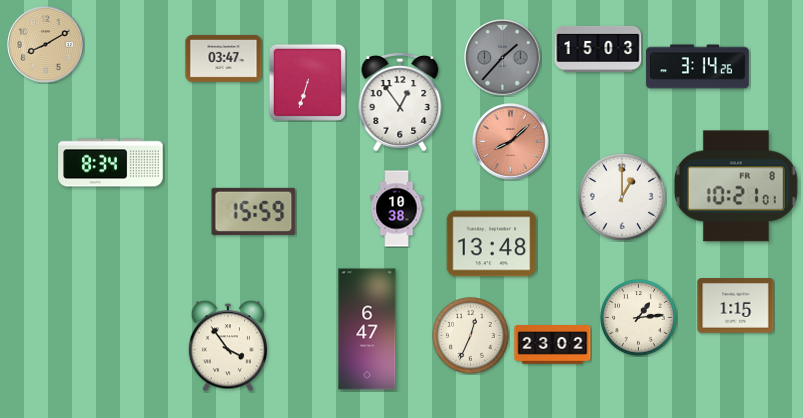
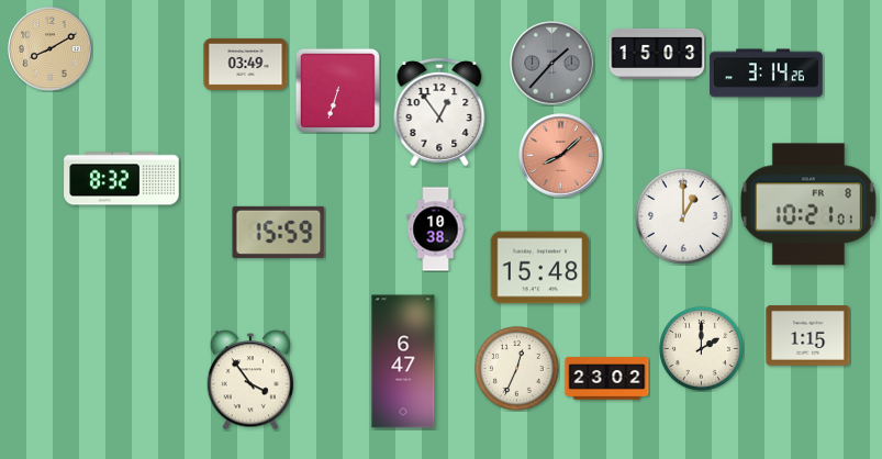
clock at (224, 58): 03:47 -> 03:49
clock at (111, 163): 8:34 -> 8:32
clock at (492, 244): 13:48 -> 15:48
clock at (639, 318): 1:14 -> 2:00
